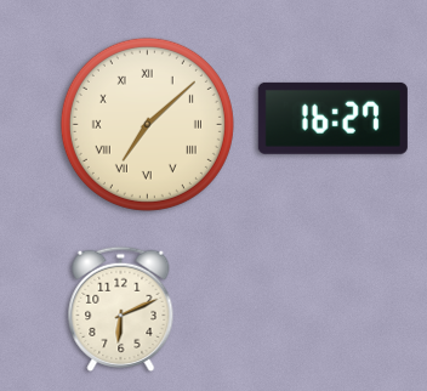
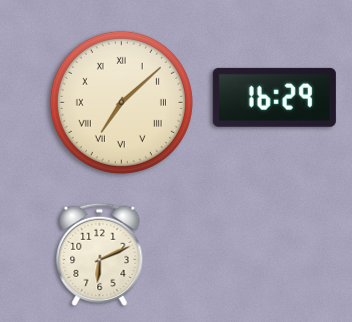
clock at (332, 118): 16:27 -> 16:29
